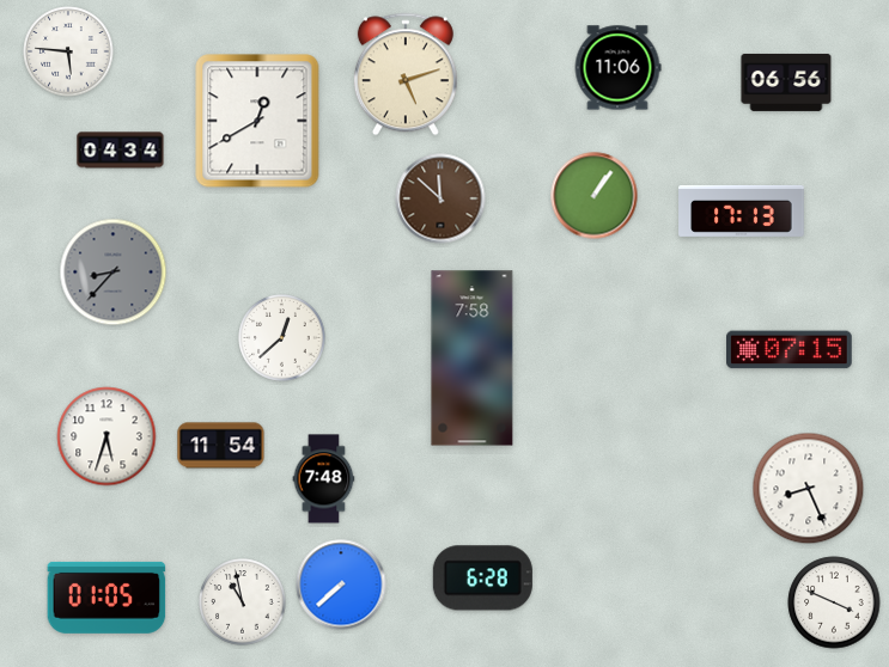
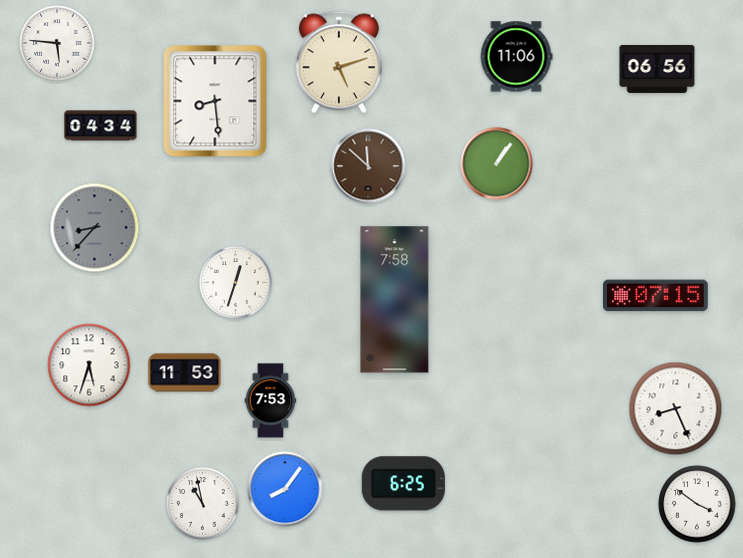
clock at (257, 121): 12:40 -> 8:29
clock at (742, 210): 17:13 -> none
clock at (282, 338): 12:38 -> 12:33
clock at (790, 350) position: (790, 350) -> (656, 296)
clock at (221, 446): 11:54 -> 11:53
clock at (324, 479): 7:48 -> 7:53
clock at (482, 579): 6:28 -> 6:25
clock at (341, 585): 7:38 -> 8:06
clock at (106, 598): 01:05 -> none
clock at (834, 602): 3:49 -> 3:51
